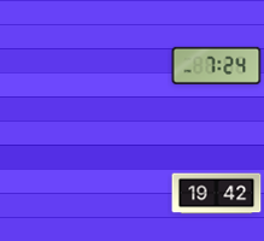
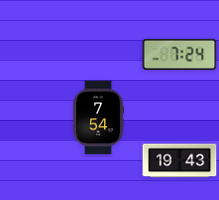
clock at (98, 118): none -> 7:54
clock at (217, 194): 19:42 -> 19:43
